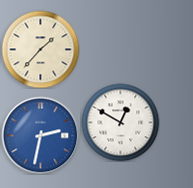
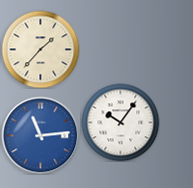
clock at (120, 122): 12:50 -> 10:06
clock at (40, 135): 2:32 -> 11:14
